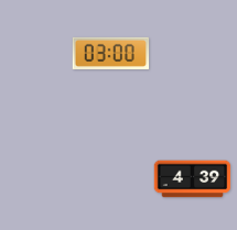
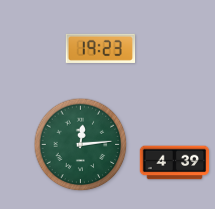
clock at (111, 53): 03:00 -> 19:23
clock at (81, 145): none -> 12:14
